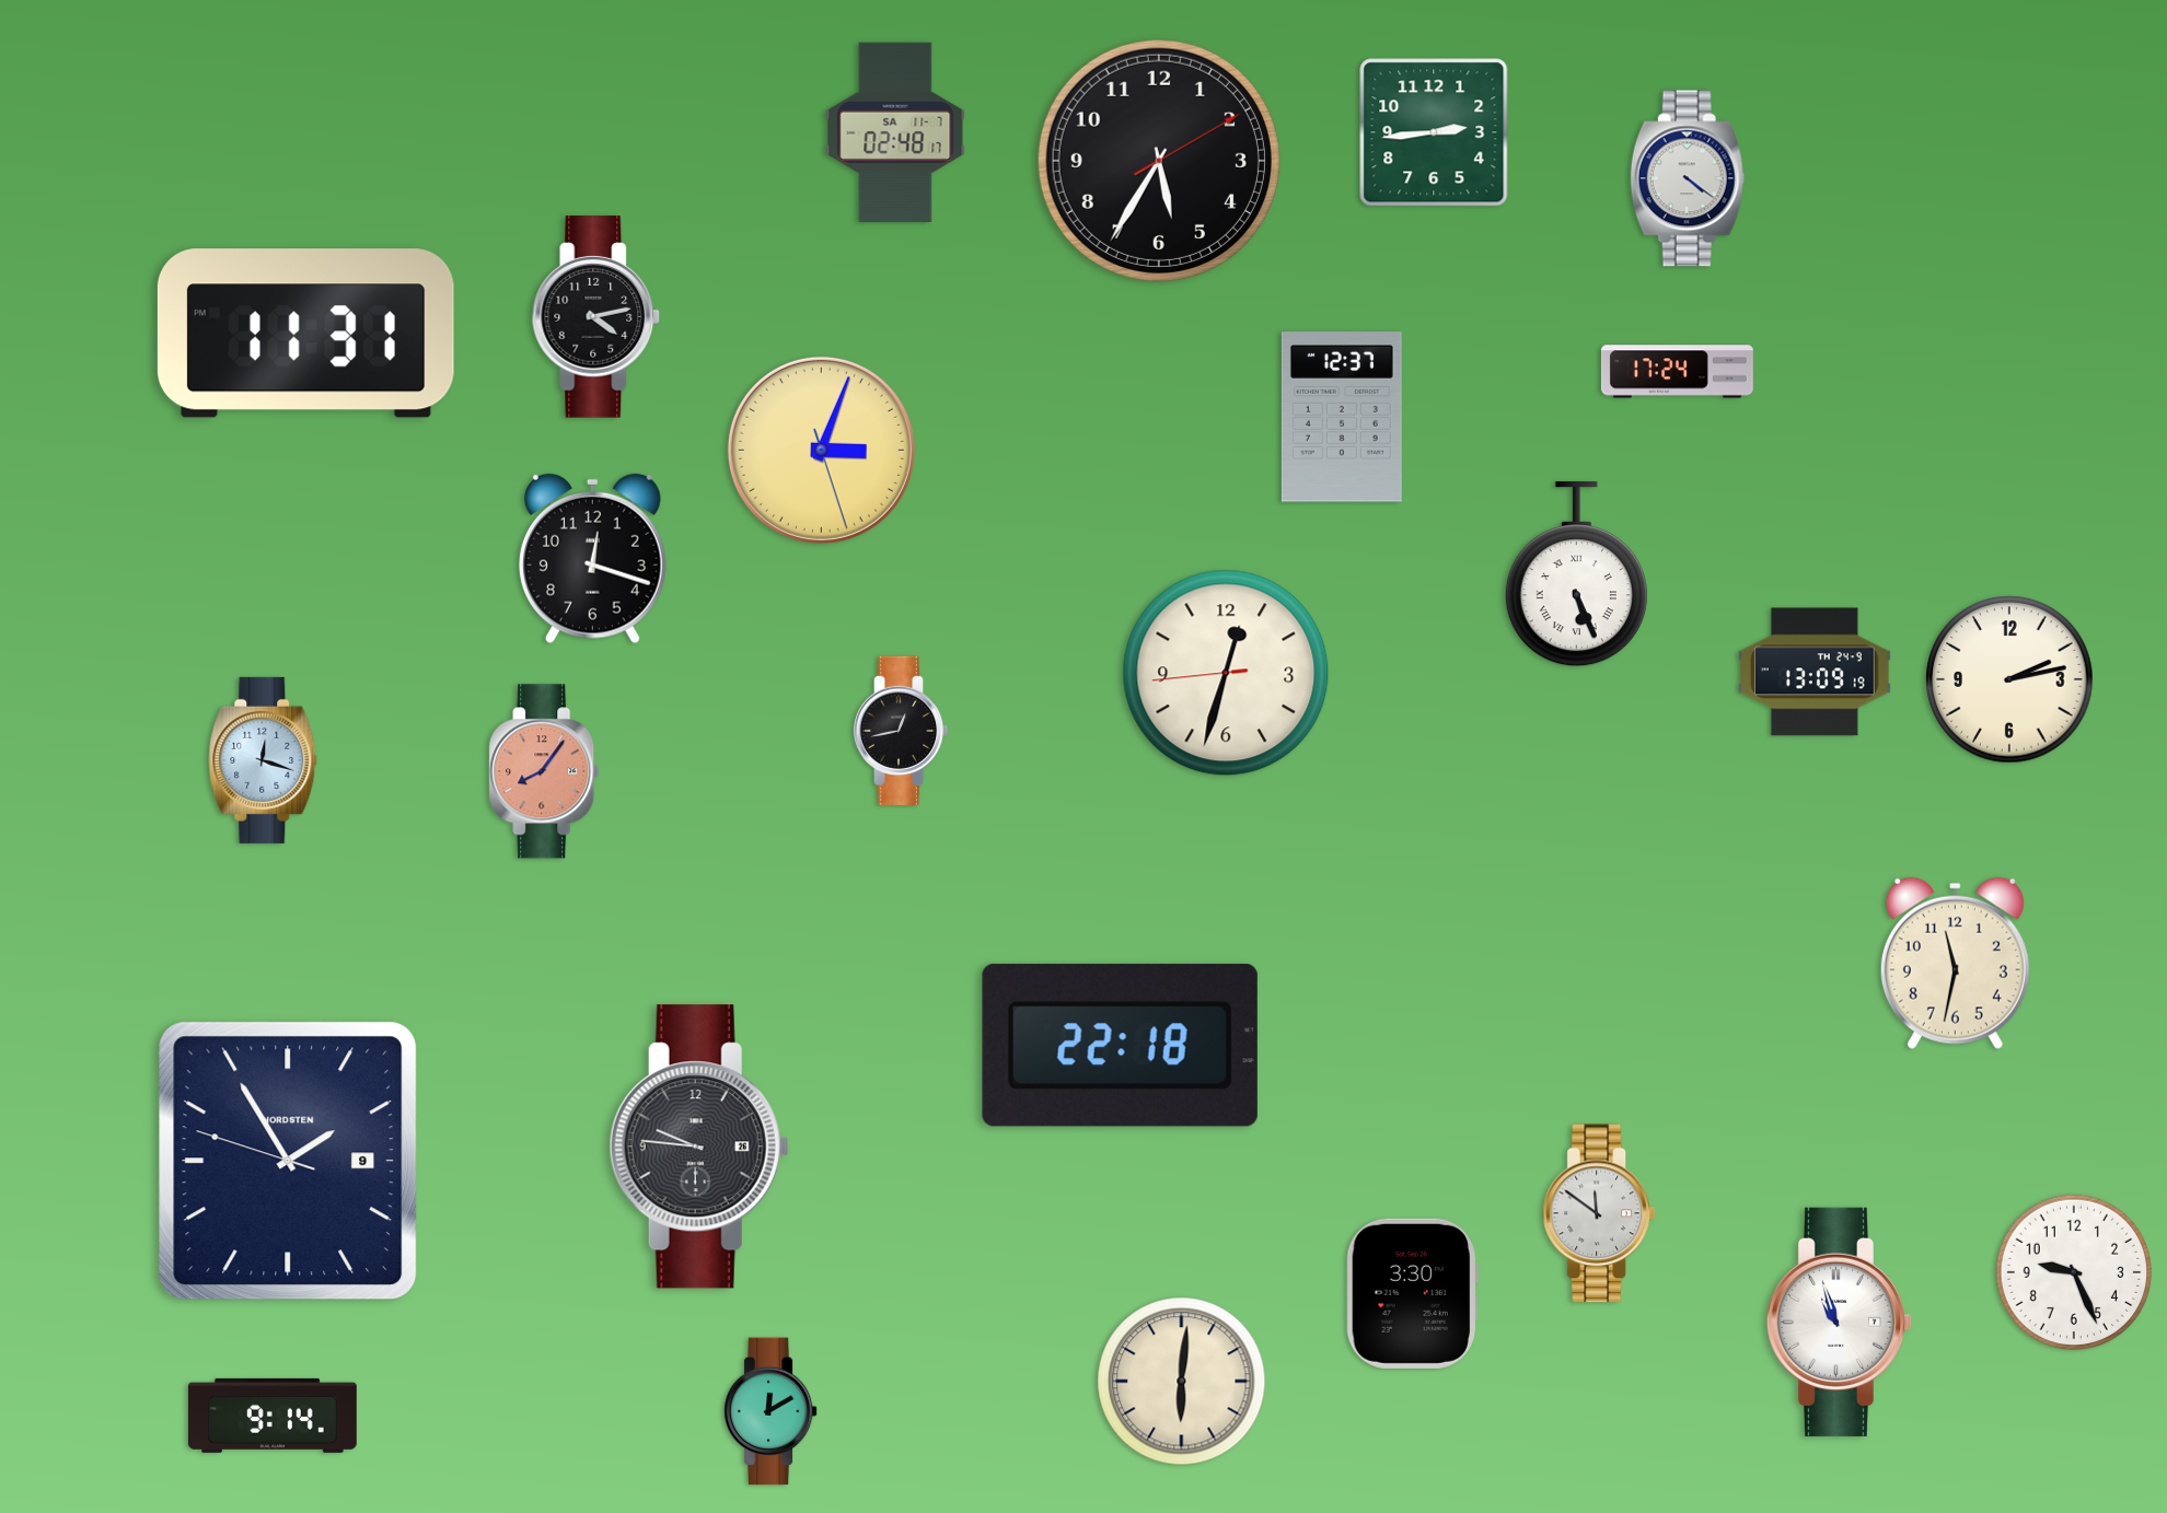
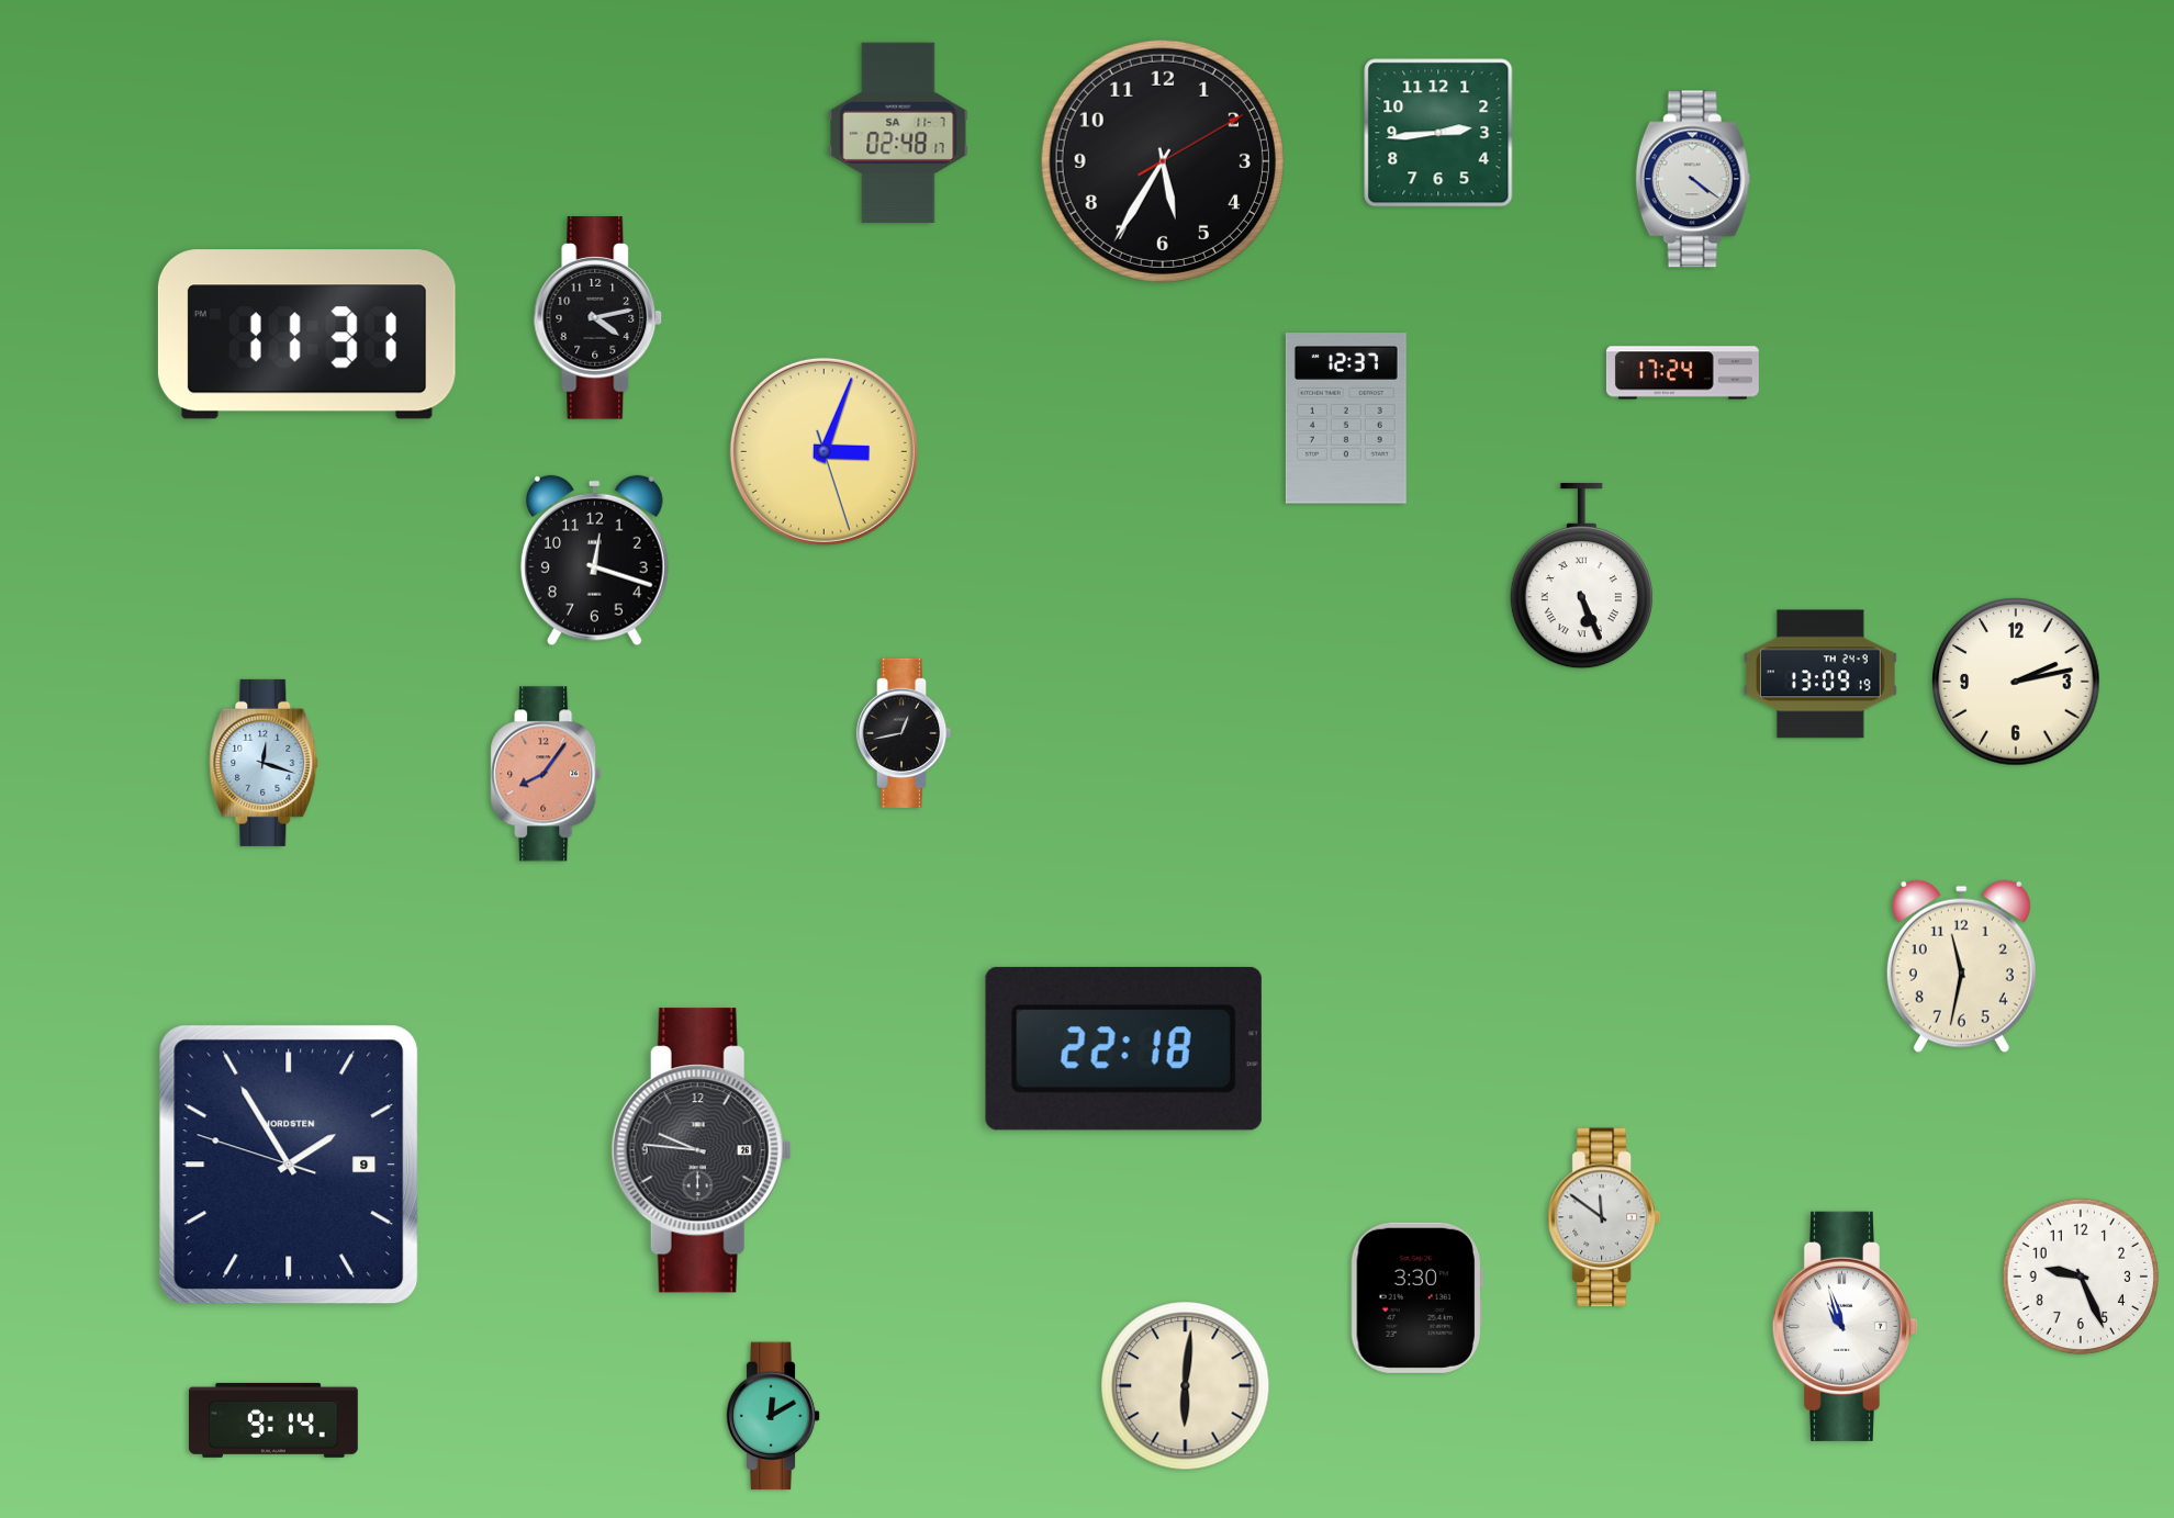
clock at (1226, 673): 12:32 -> none
